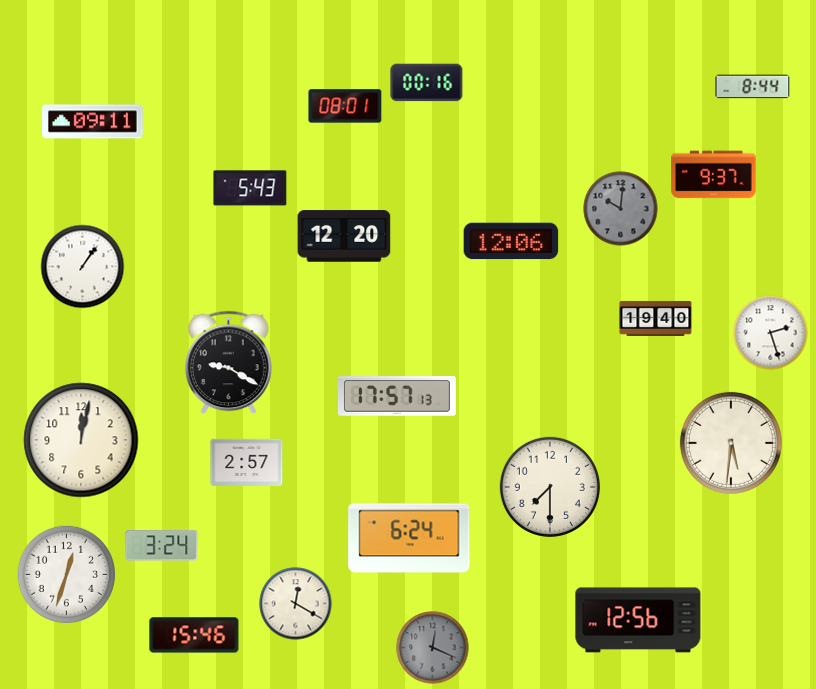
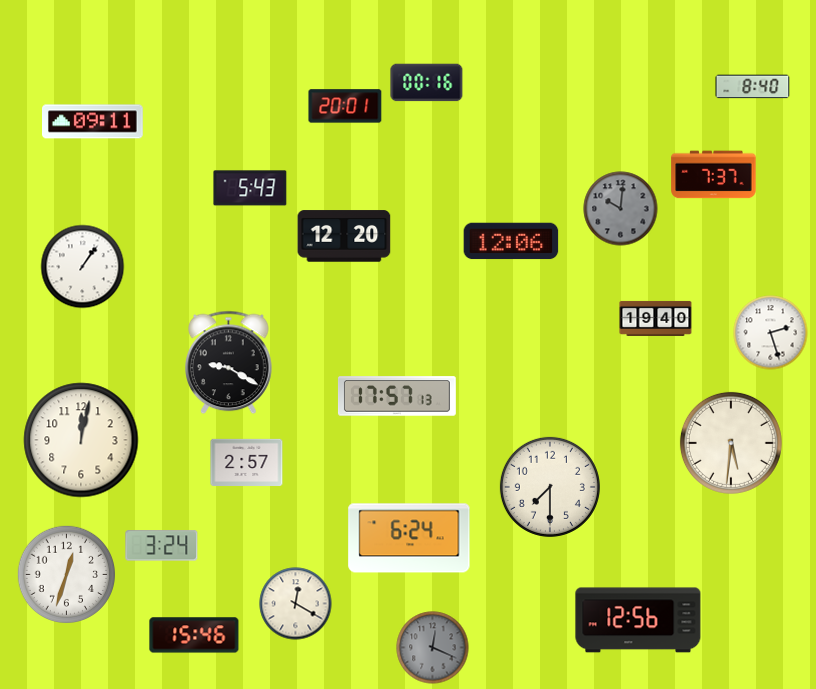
clock at (753, 87): 8:44 -> 8:40
clock at (345, 106): 08:01 -> 20:01
clock at (714, 175): 9:37 -> 7:37
